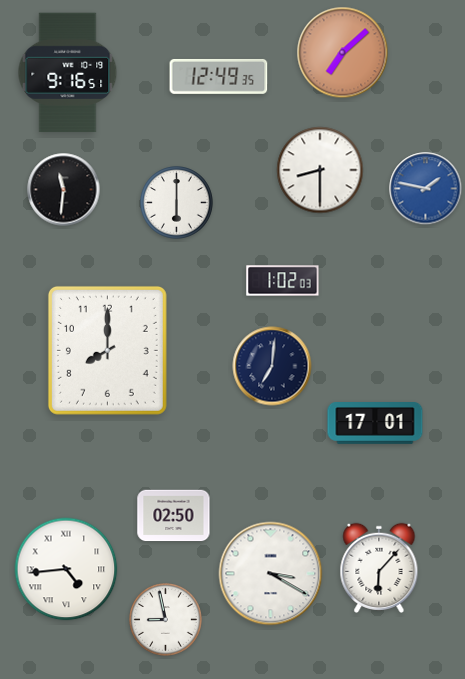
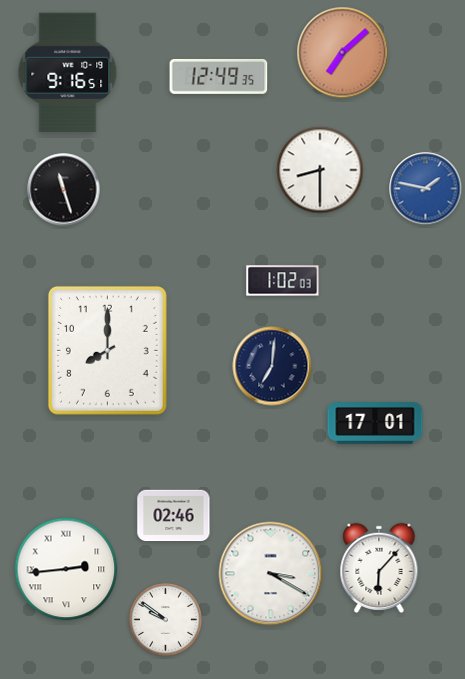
clock at (64, 190): 11:31 -> 11:27
clock at (177, 203): 6:00 -> none
clock at (174, 516): 02:50 -> 02:46
clock at (66, 569): 4:44 -> 2:44
clock at (166, 620): 8:58 -> 9:51
